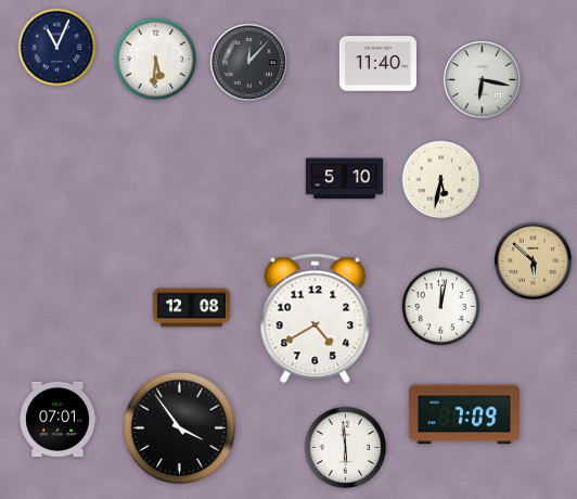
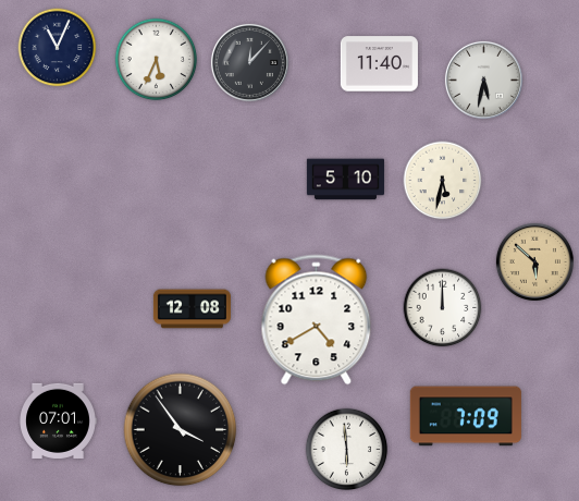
clock at (156, 60): 5:31 -> 5:34
clock at (482, 79): 6:17 -> 5:32
clock at (441, 307): 12:02 -> 12:00
